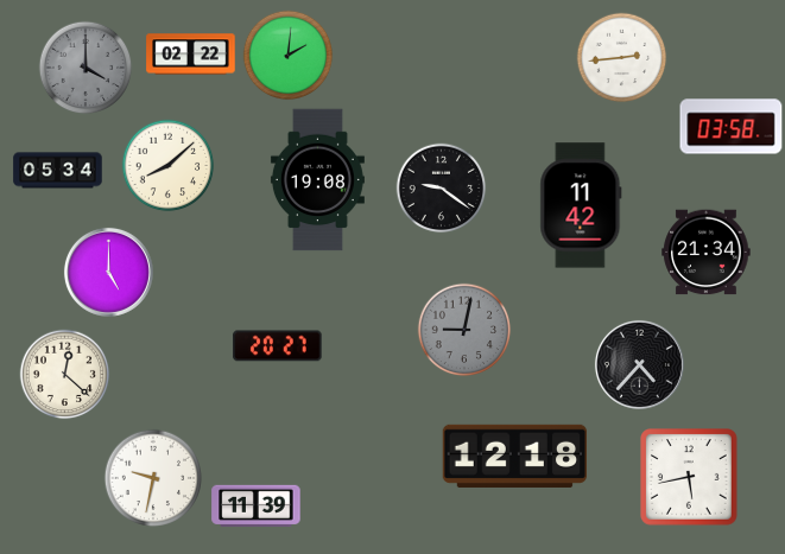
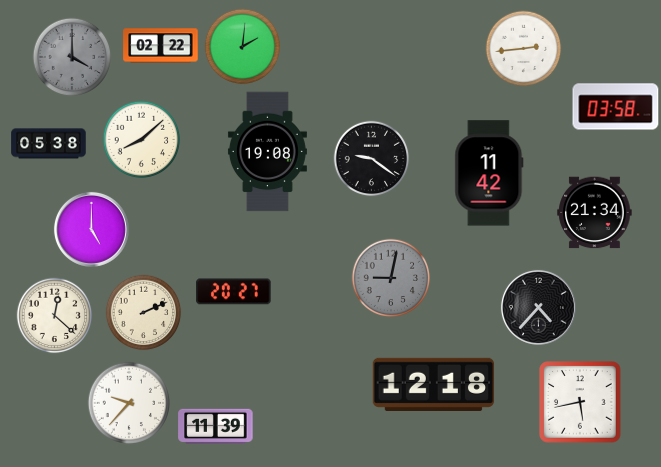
clock at (58, 171): 05:34 -> 05:38
clock at (144, 313): none -> 2:11
clock at (153, 478): 9:32 -> 9:37
